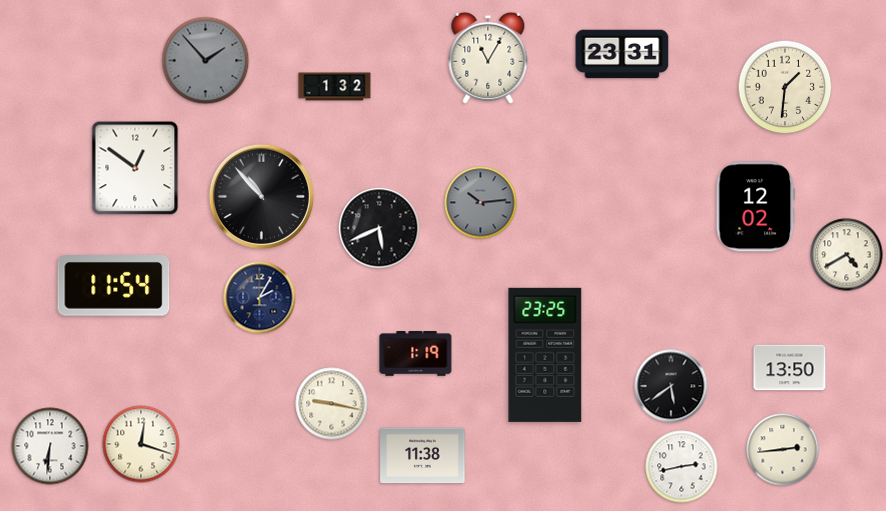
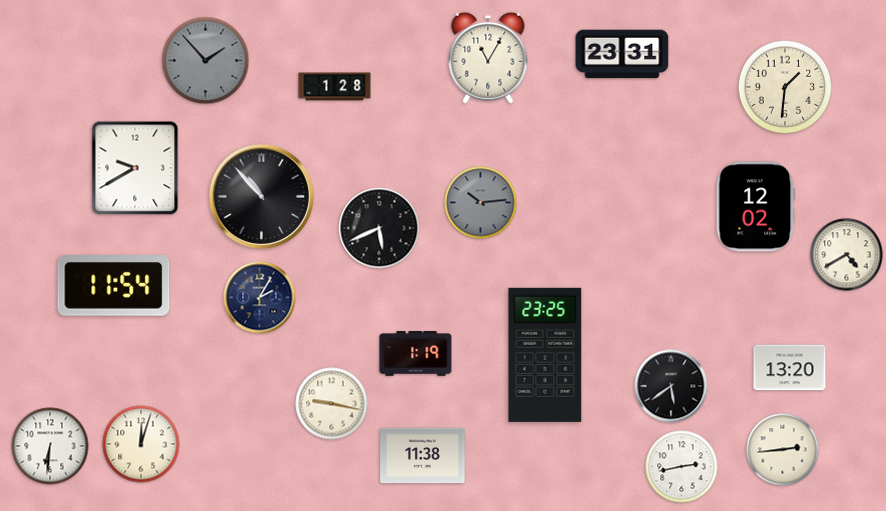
clock at (335, 87): 1:32 -> 1:28
clock at (135, 168): 12:51 -> 9:40
clock at (790, 368): 13:50 -> 13:20
clock at (141, 444): 12:18 -> 12:03
